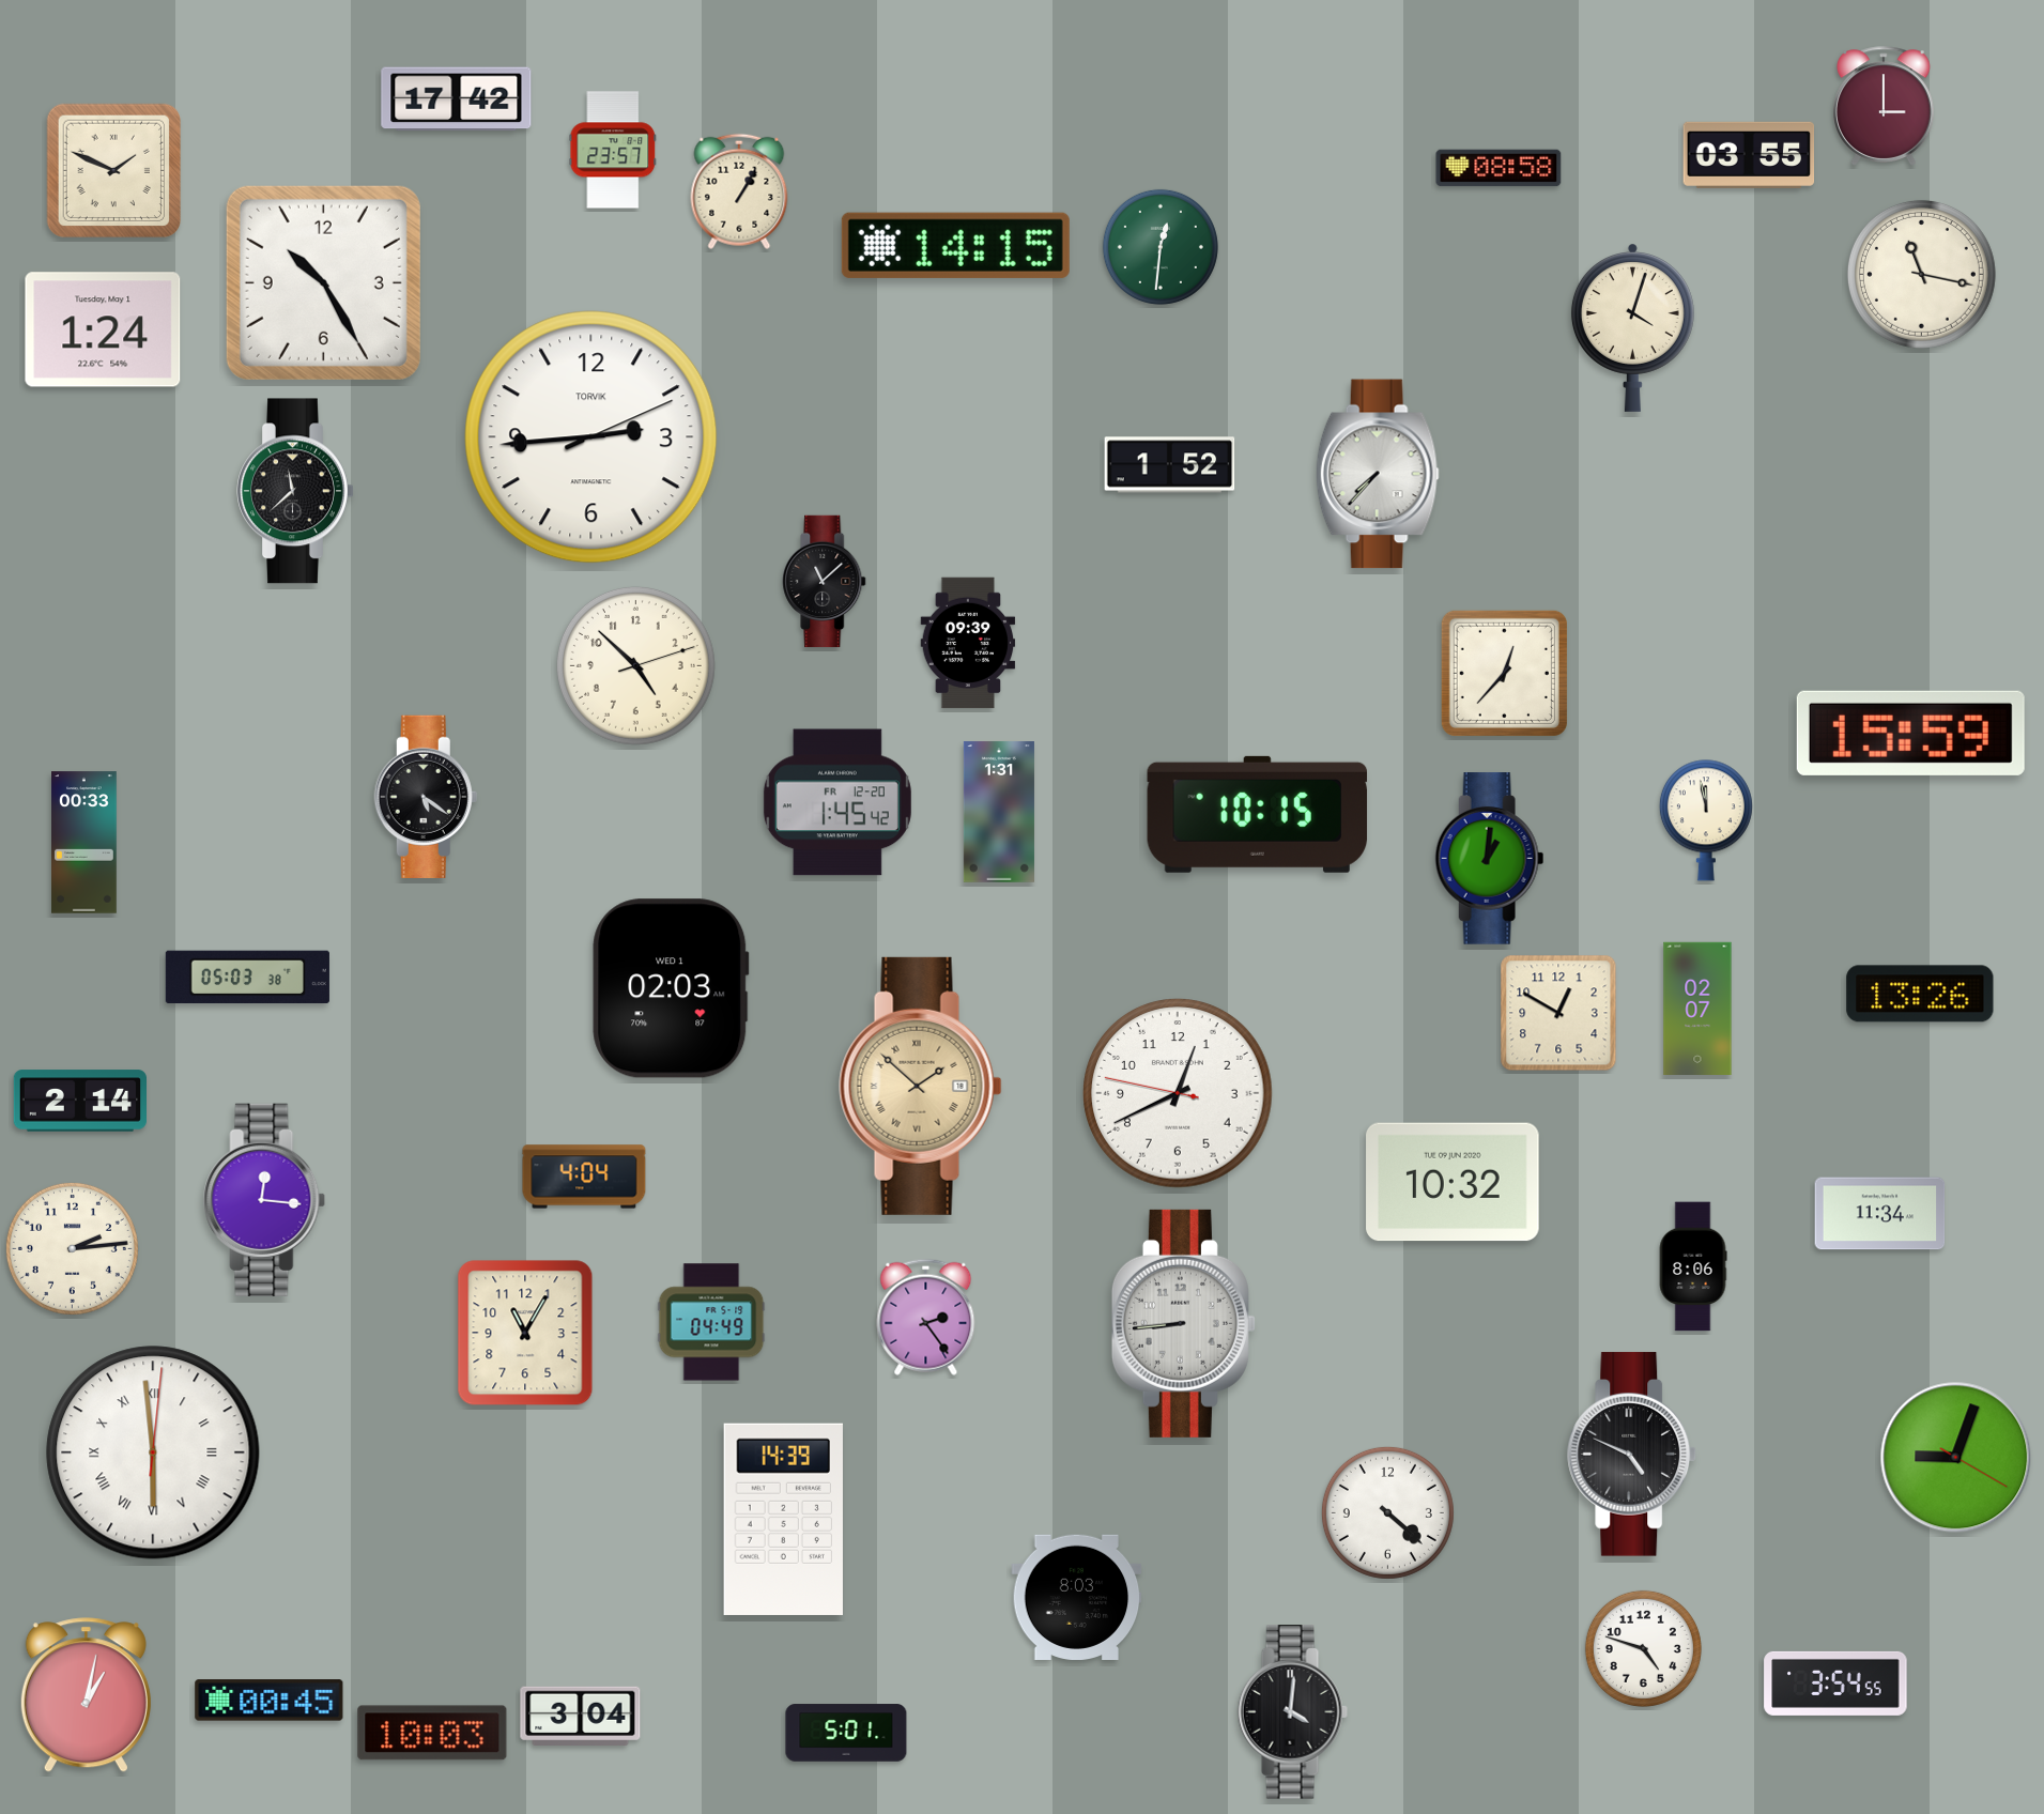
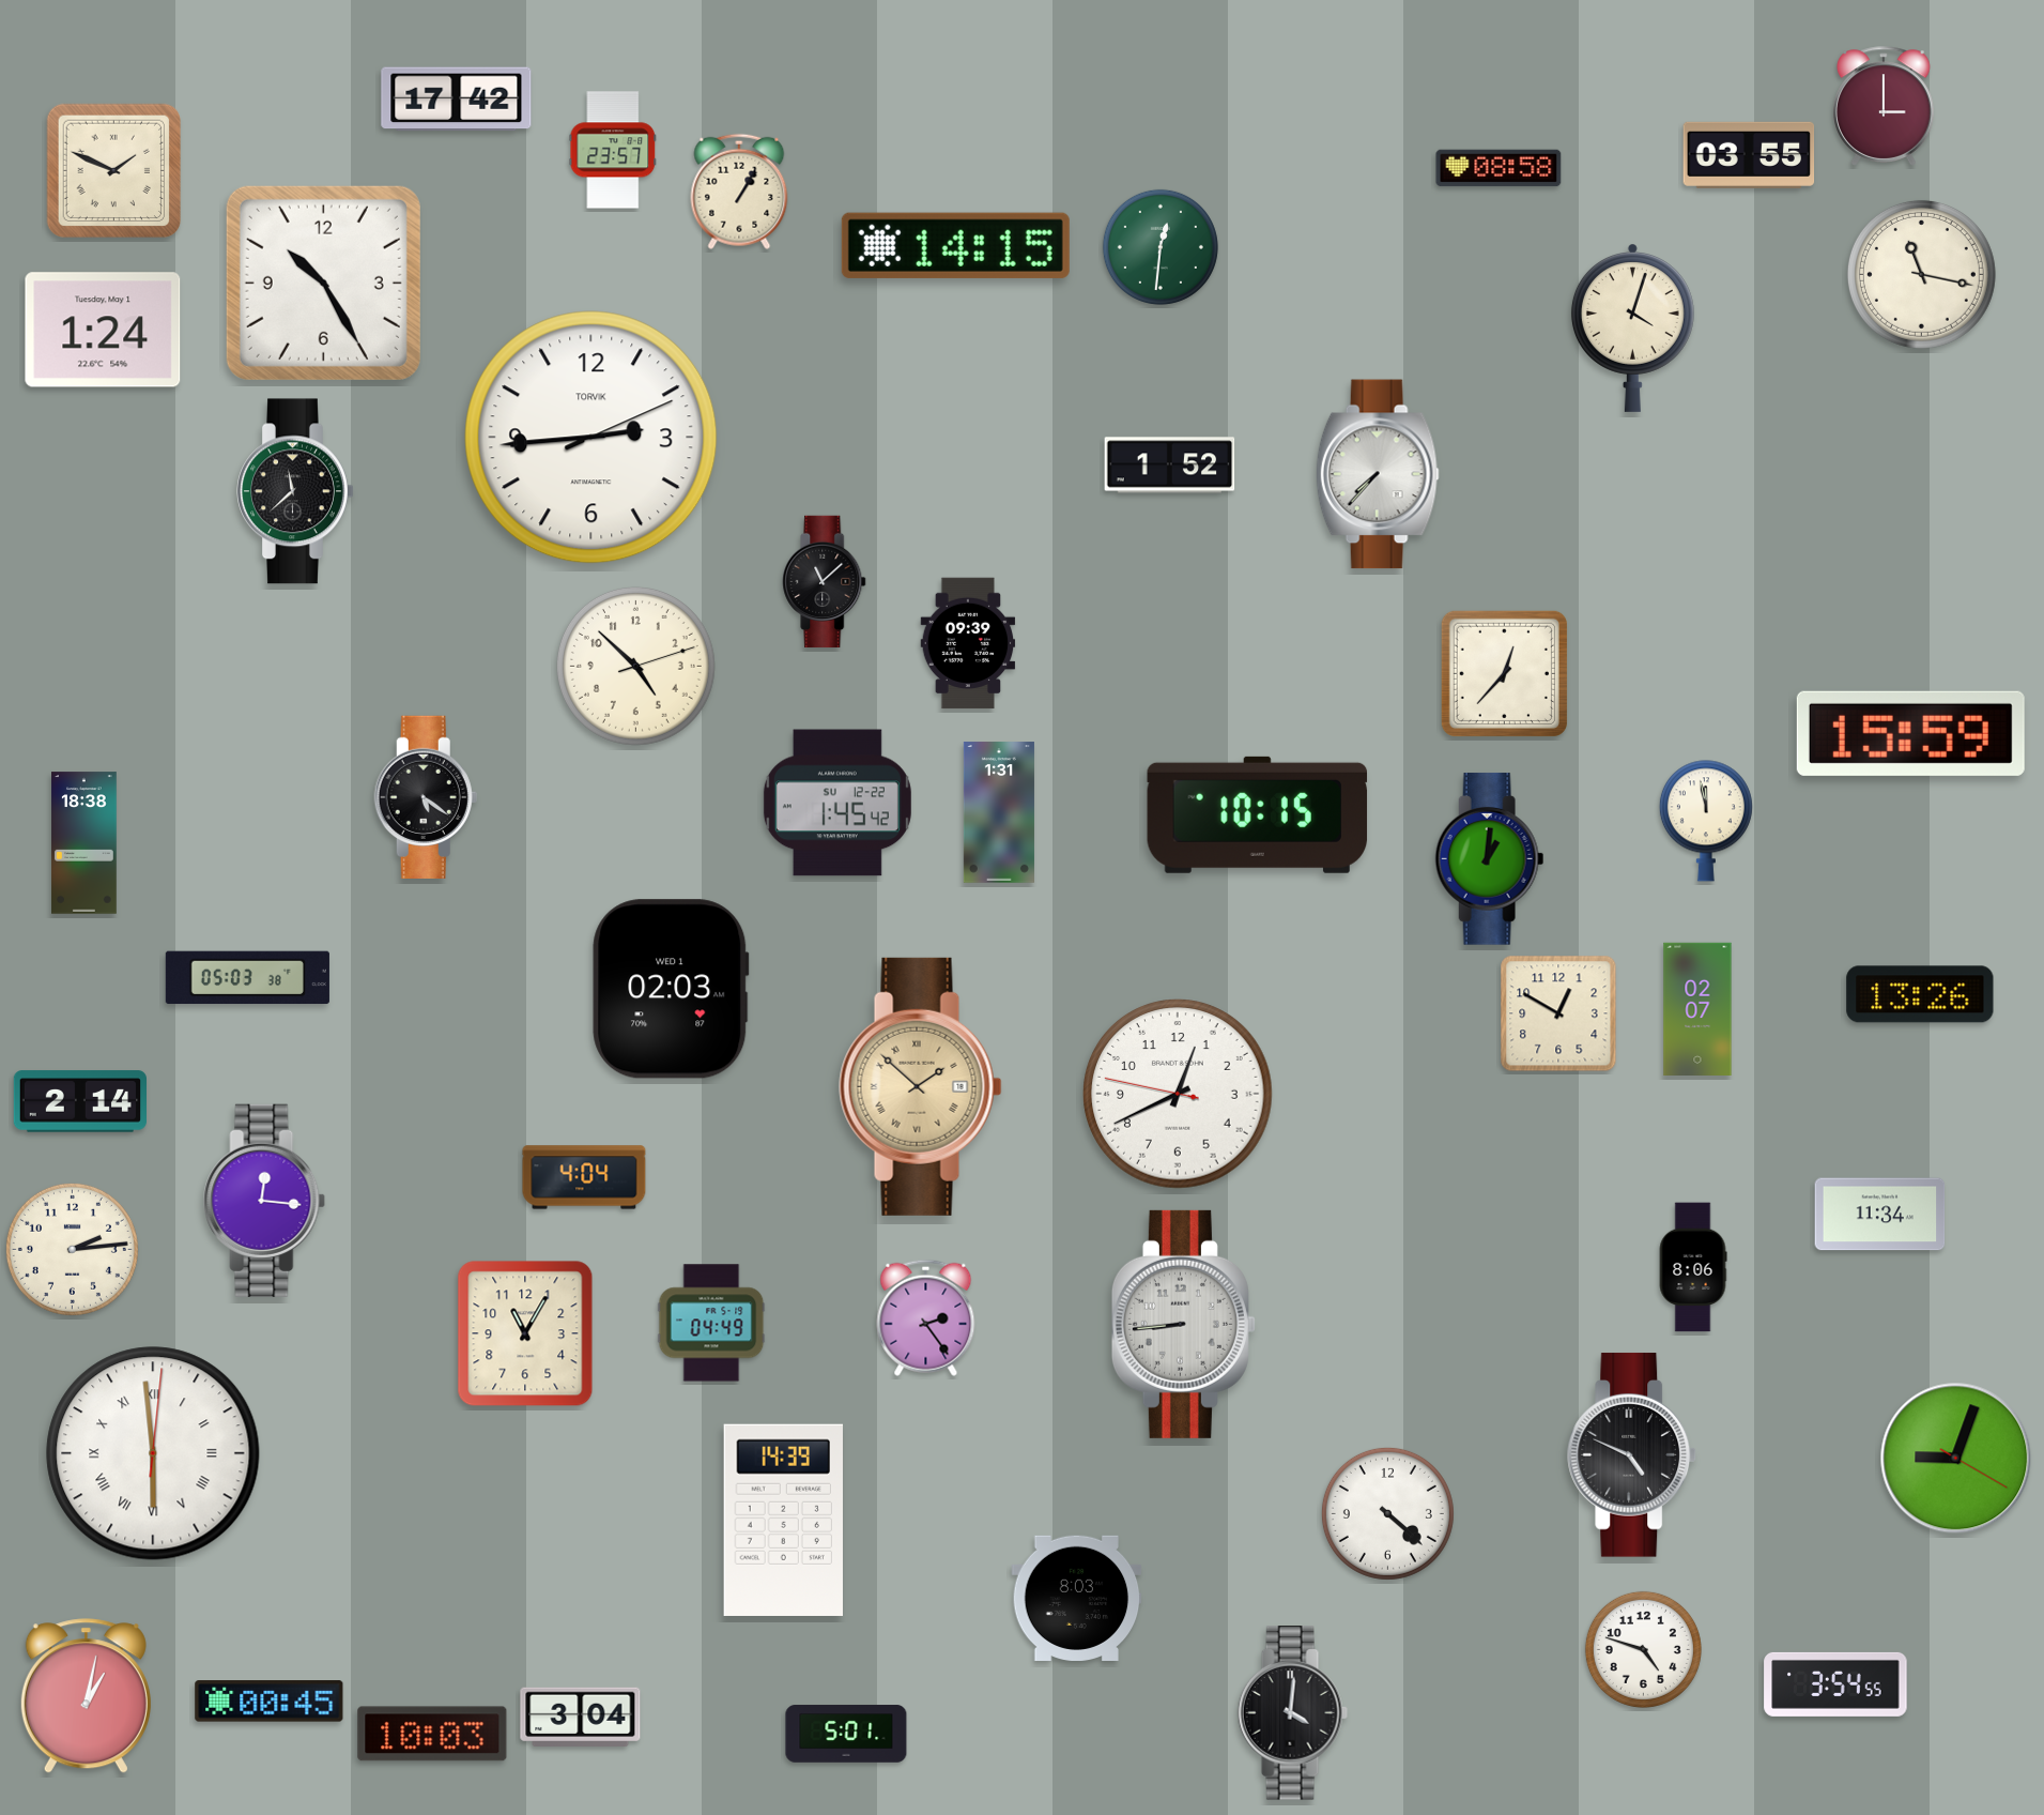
clock at (837, 802) date: FR 12-20 -> SU 12-22
clock at (84, 843): 00:33 -> 18:38
clock at (1453, 1182): 10:32 -> none
